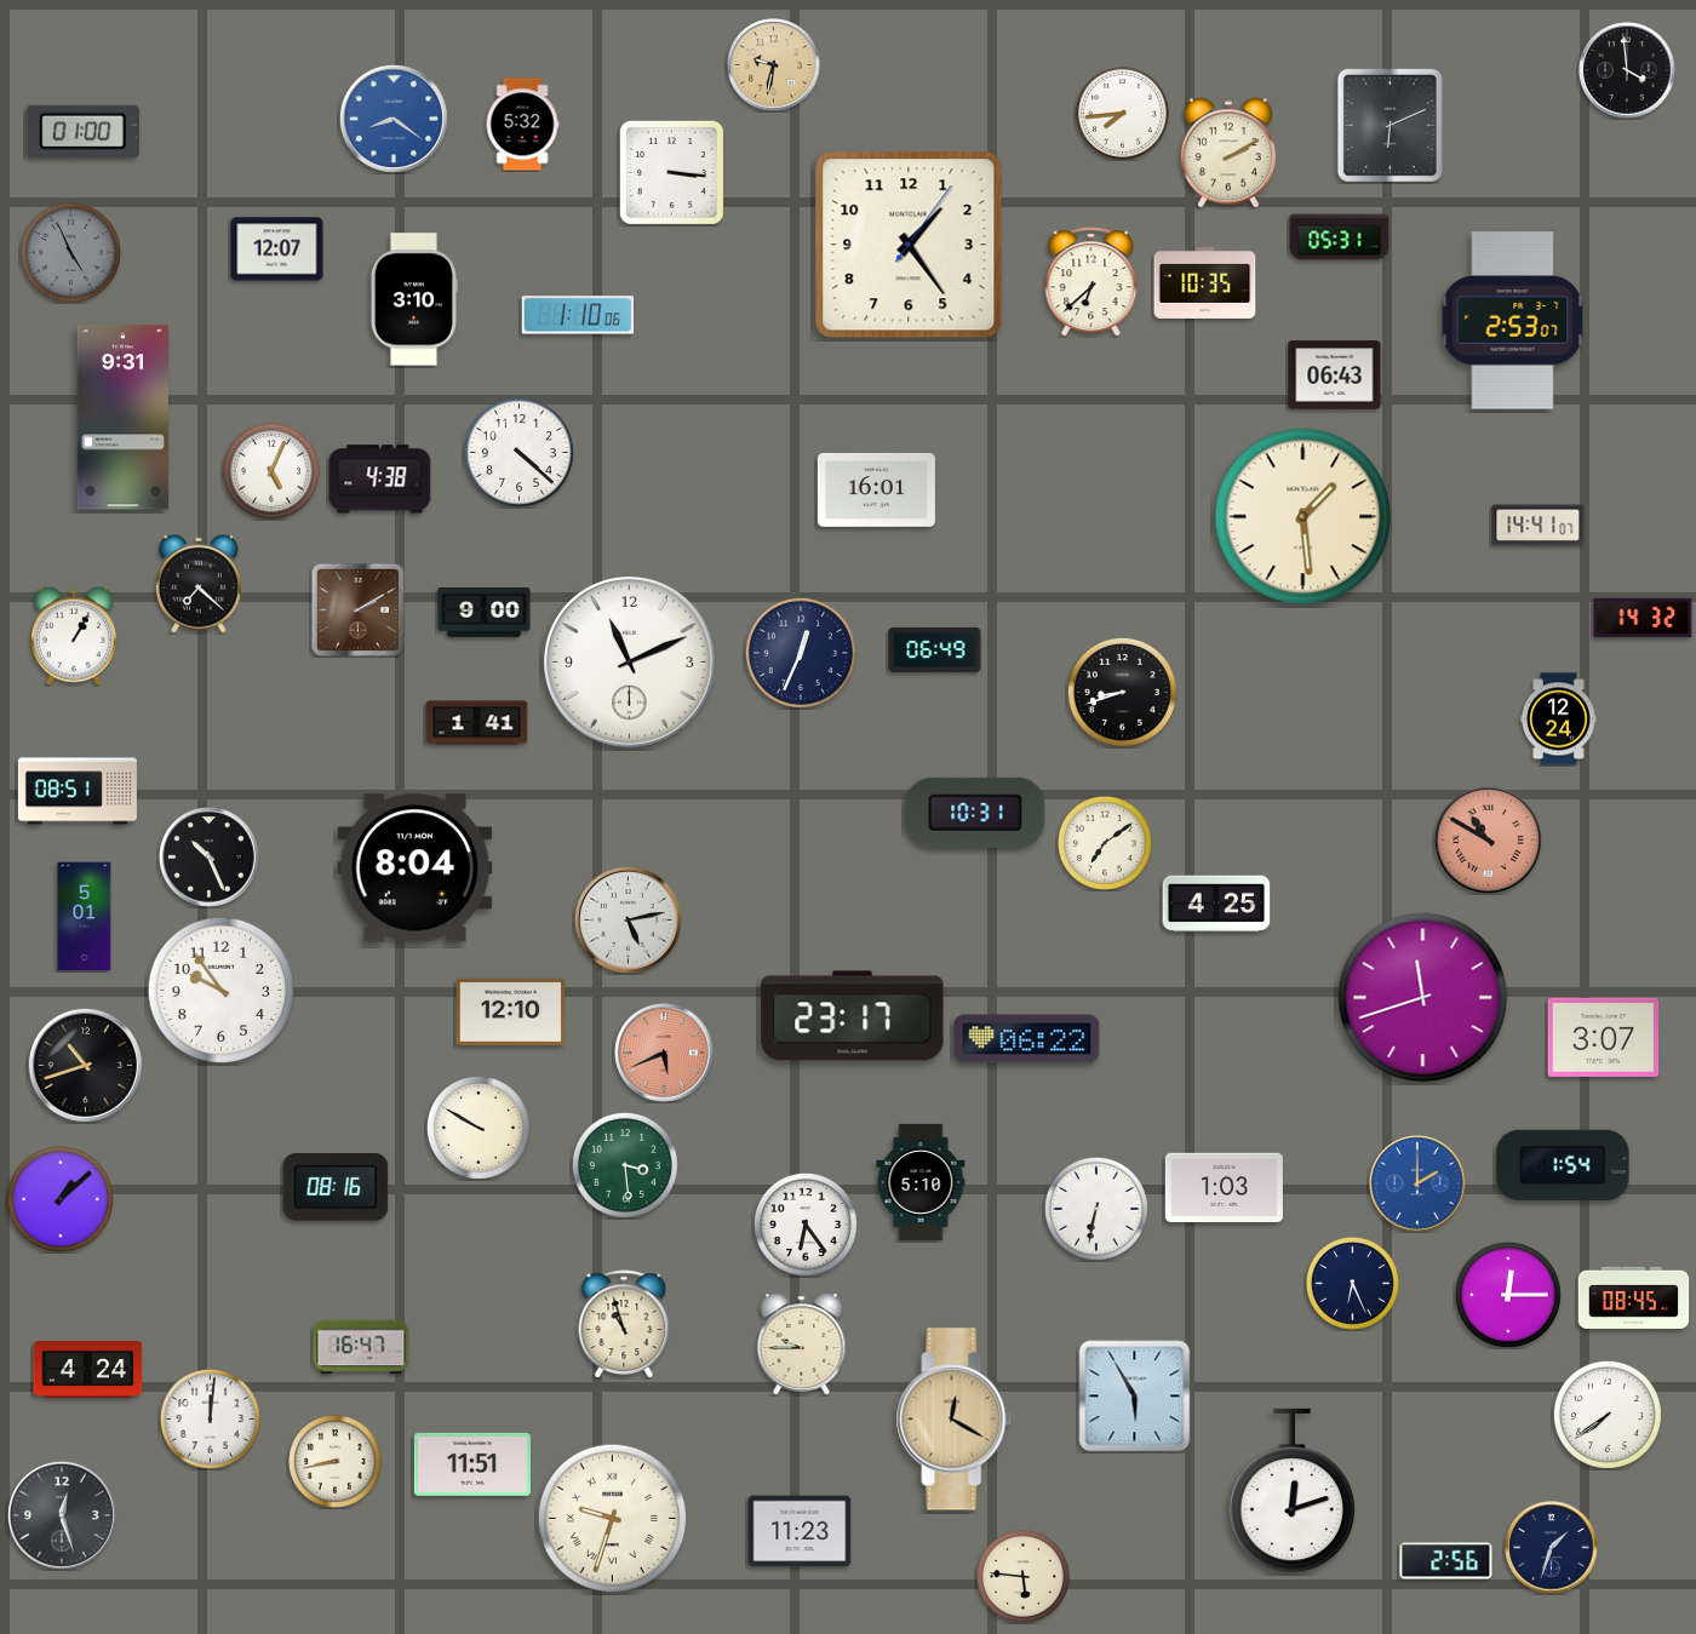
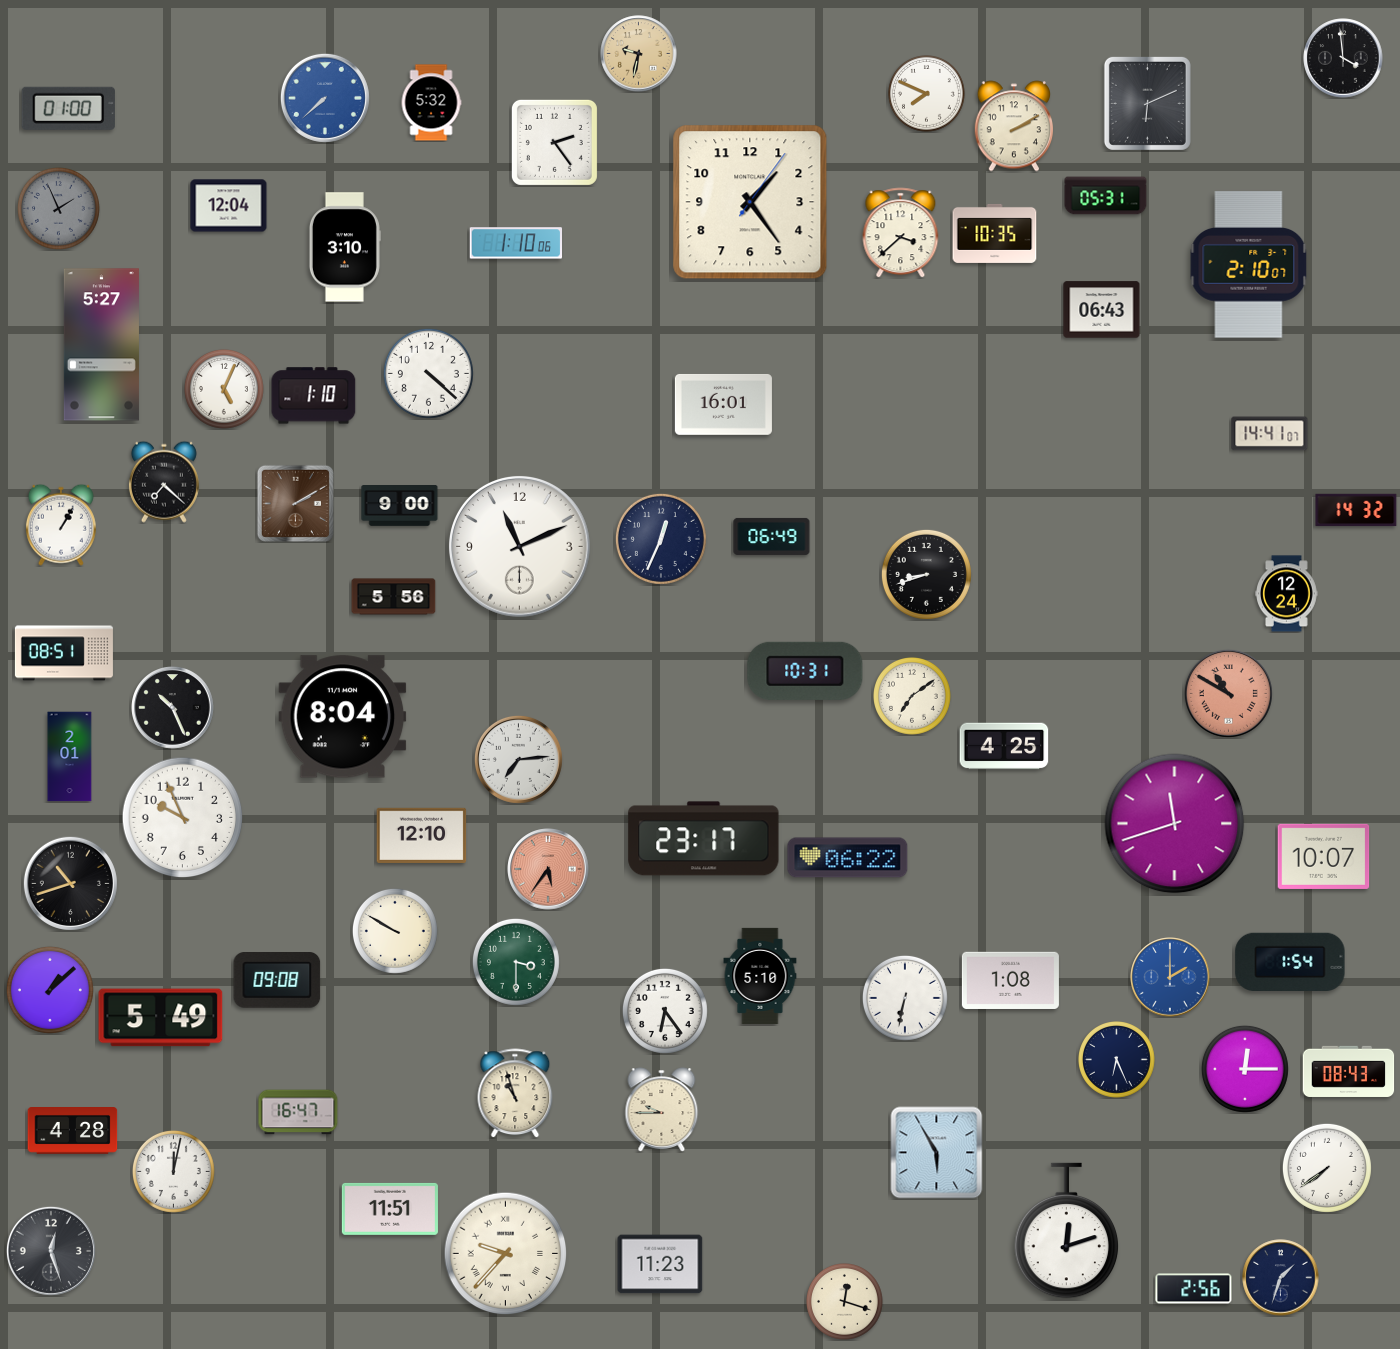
clock at (1123, 114): 7:44 -> 7:49
clock at (394, 119): 8:21 -> 7:38
clock at (671, 172): 3:16 -> 2:24
clock at (277, 250): 12:07 -> 12:04
clock at (70, 252): 4:56 -> 1:56
clock at (1091, 282): 6:38 -> 3:38
clock at (413, 299) position: (413, 299) -> (344, 247)
clock at (577, 315) position: (577, 315) -> (515, 243)
clock at (1513, 321): 2:53 -> 2:10
clock at (122, 418): 9:31 -> 5:27
clock at (380, 480): 4:38 -> 1:10
clock at (1303, 517): 1:29 -> none
clock at (1122, 692) position: (1122, 692) -> (926, 574)
clock at (477, 723): 1:41 -> 5:56
clock at (85, 917): 5:01 -> 2:01
clock at (628, 919): 5:13 -> 7:14
clock at (222, 991): 9:54 -> 9:56
clock at (1604, 1037): 3:07 -> 10:07
clock at (664, 1053): 5:41 -> 5:36
clock at (85, 1065) position: (85, 1065) -> (70, 883)
clock at (625, 1165): 3:29 -> 3:30
clock at (1224, 1187): 1:03 -> 1:08
clock at (336, 1188): 08:16 -> 09:08
clock at (161, 1018): none -> 5:49
clock at (1634, 1297): 08:45 -> 08:43
clock at (88, 1370): 4:24 -> 4:28
clock at (210, 1418): 12:01 -> 12:02
clock at (955, 1420): 12:20 -> none
clock at (336, 1462): 8:43 -> none
clock at (613, 1519): 9:33 -> 9:37
clock at (1024, 1577): 5:46 -> 12:18
